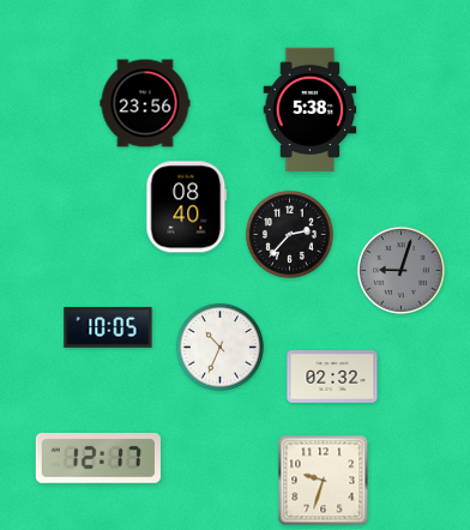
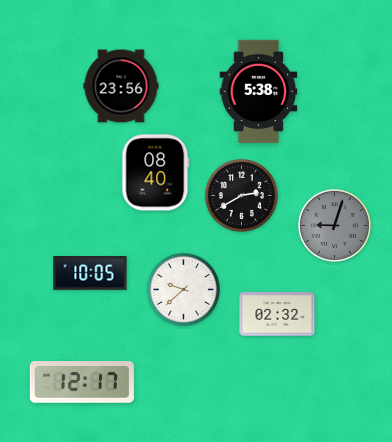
clock at (289, 234): 2:37 -> 2:40
clock at (219, 347): 10:34 -> 9:38
clock at (324, 481): 9:33 -> none
